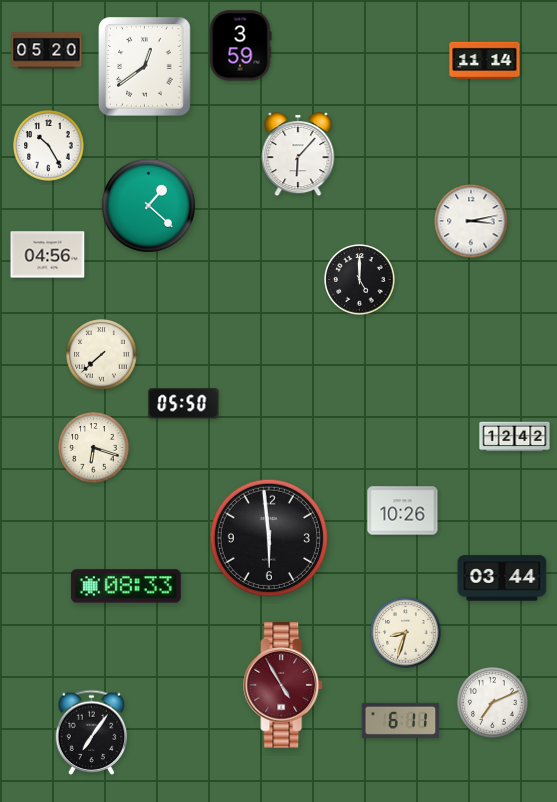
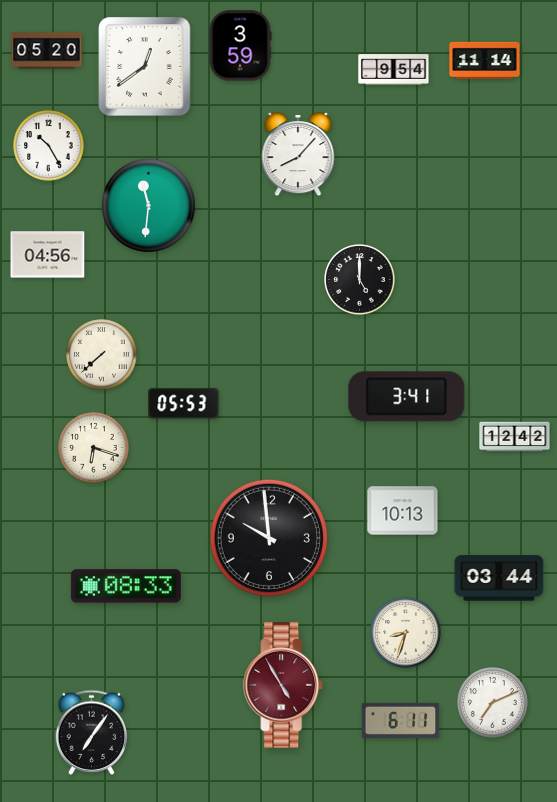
clock at (394, 70): none -> 9:54
clock at (298, 154): 6:07 -> 8:07
clock at (148, 205): 1:22 -> 11:31
clock at (471, 221): 3:13 -> none
clock at (407, 397): none -> 3:41
clock at (184, 404): 05:50 -> 05:53
clock at (403, 511): 10:26 -> 10:13
clock at (269, 538): 5:59 -> 9:59
clock at (502, 578) position: (502, 578) -> (499, 578)
